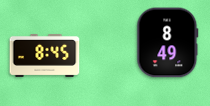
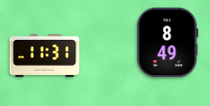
clock at (45, 55): 8:45 -> 11:31
